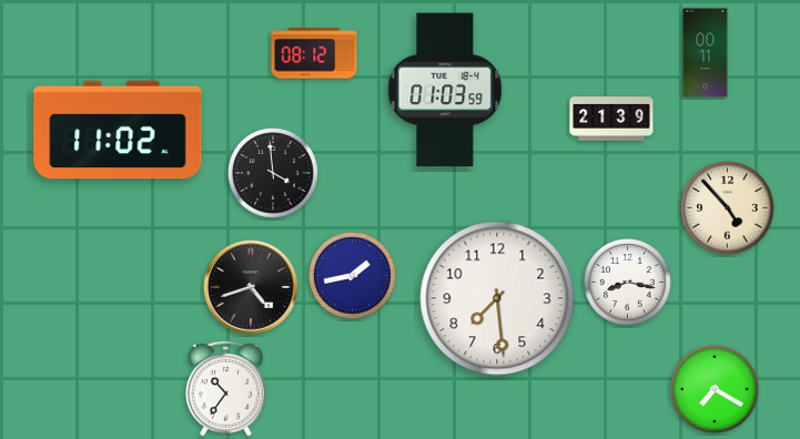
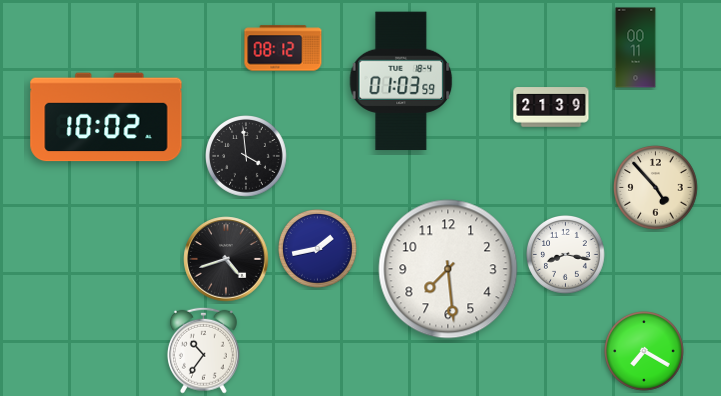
clock at (118, 130): 11:02 -> 10:02
